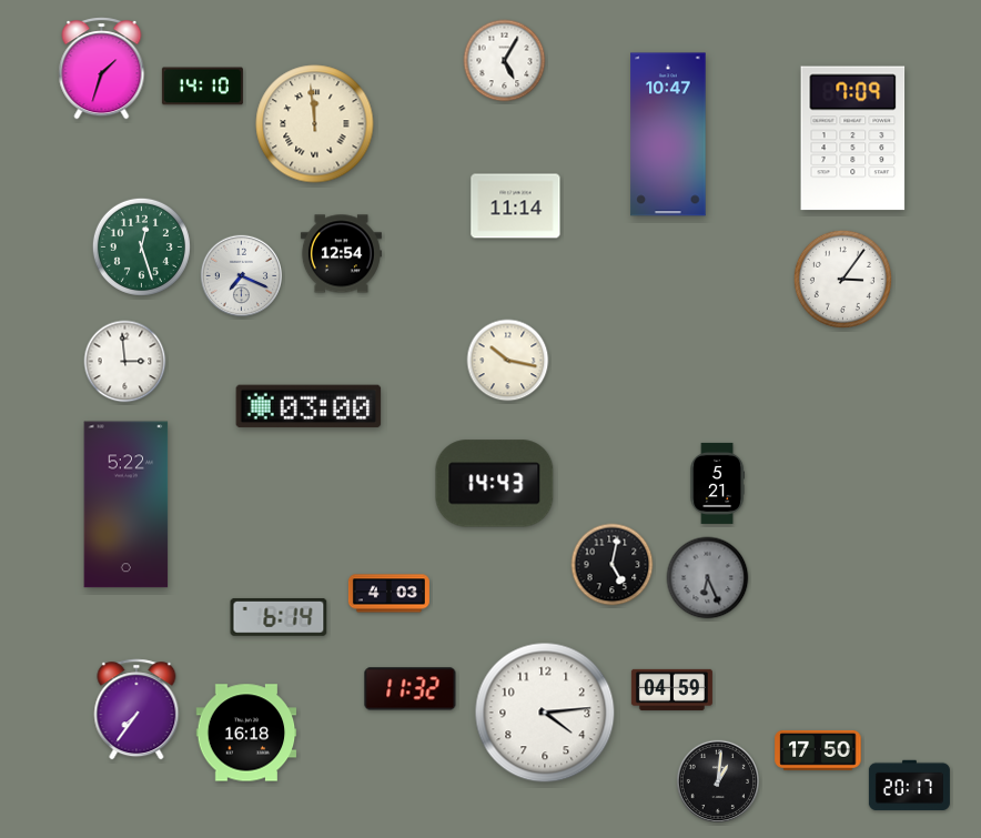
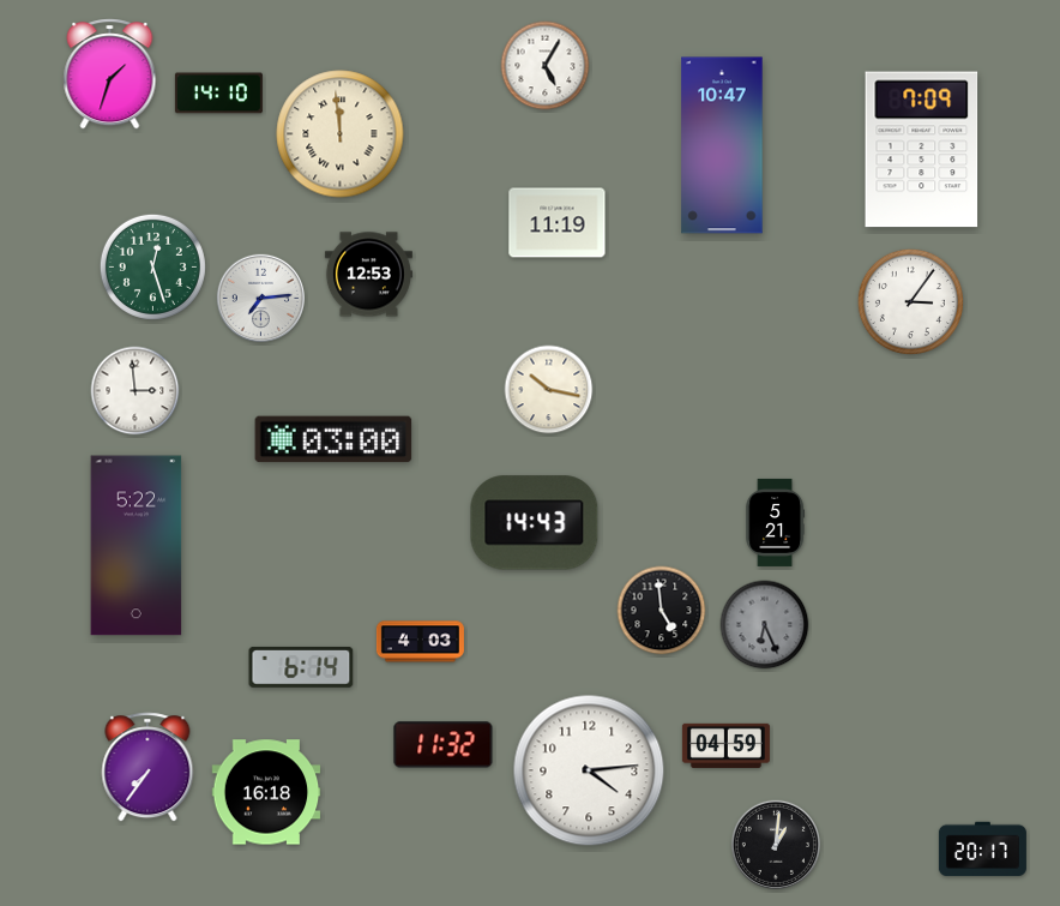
clock at (516, 206): 11:14 -> 11:19
clock at (341, 254): 12:54 -> 12:53
clock at (241, 275): 7:19 -> 7:14
clock at (613, 565): 5:02 -> 4:59
clock at (818, 750): 17:50 -> none
